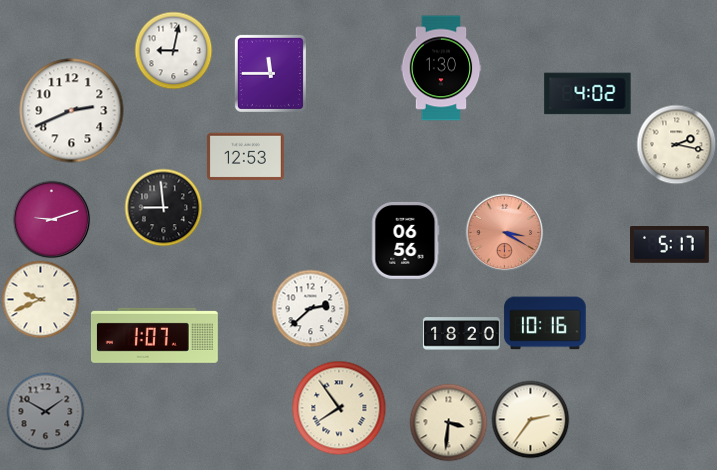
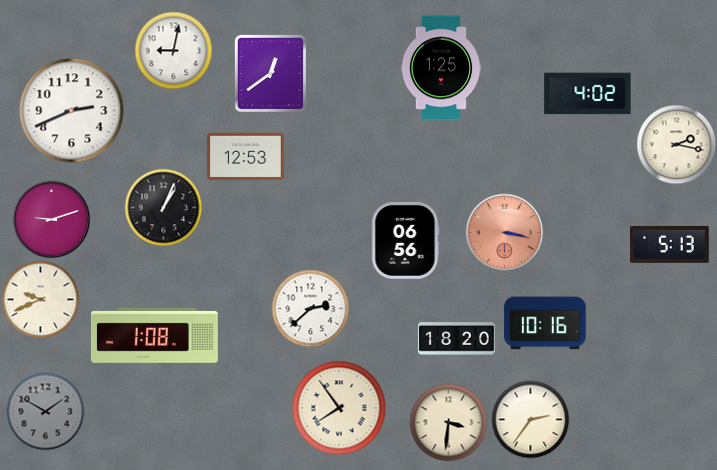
clock at (441, 68): 1:30 -> 1:25
clock at (270, 73): 11:45 -> 12:39
clock at (163, 207): 8:59 -> 1:04
clock at (504, 232): 3:20 -> 3:17
clock at (670, 245): 5:17 -> 5:13
clock at (461, 334) position: (461, 334) -> (456, 339)
clock at (154, 335): 1:07 -> 1:08
